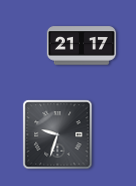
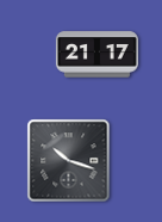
clock at (58, 135): 9:33 -> 10:18
